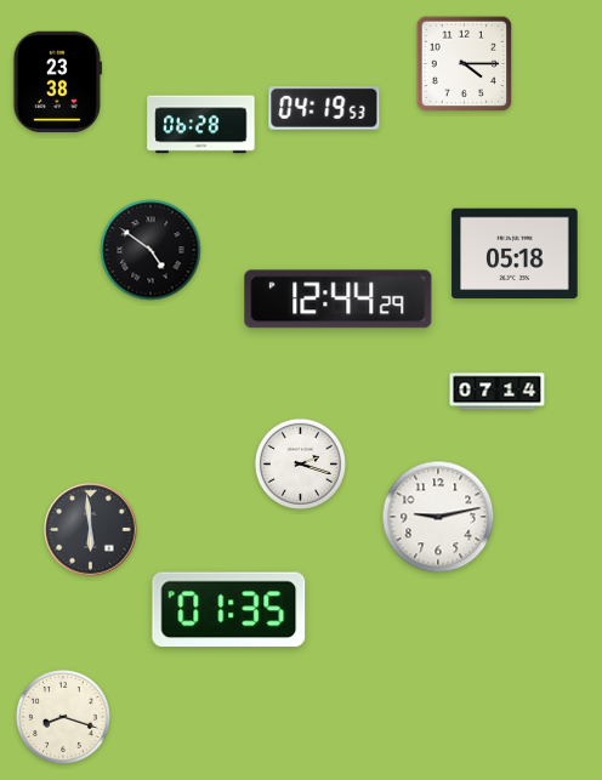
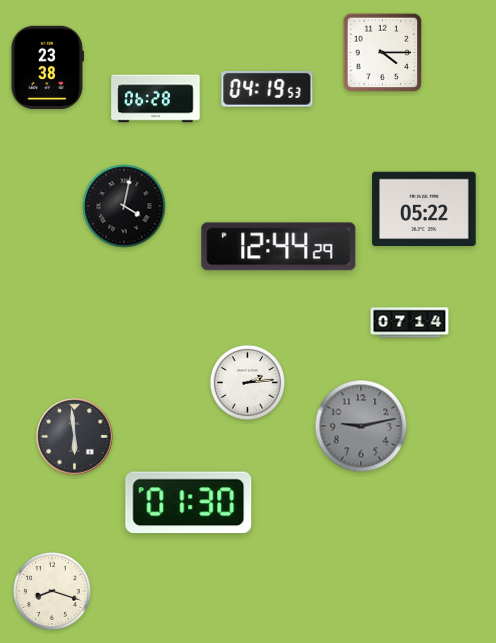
clock at (201, 125) position: (201, 125) -> (156, 99)
clock at (150, 250): 4:51 -> 4:02
clock at (515, 254): 05:18 -> 05:22
clock at (300, 463): 2:18 -> 2:14
clock at (438, 517) dial: white -> grey
clock at (229, 609): 01:35 -> 01:30
